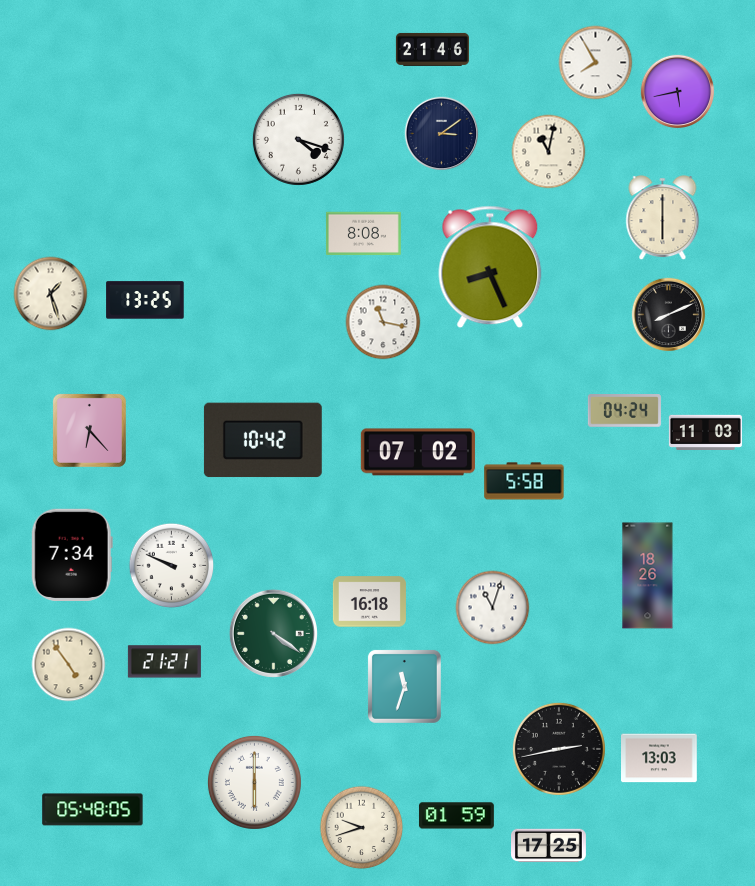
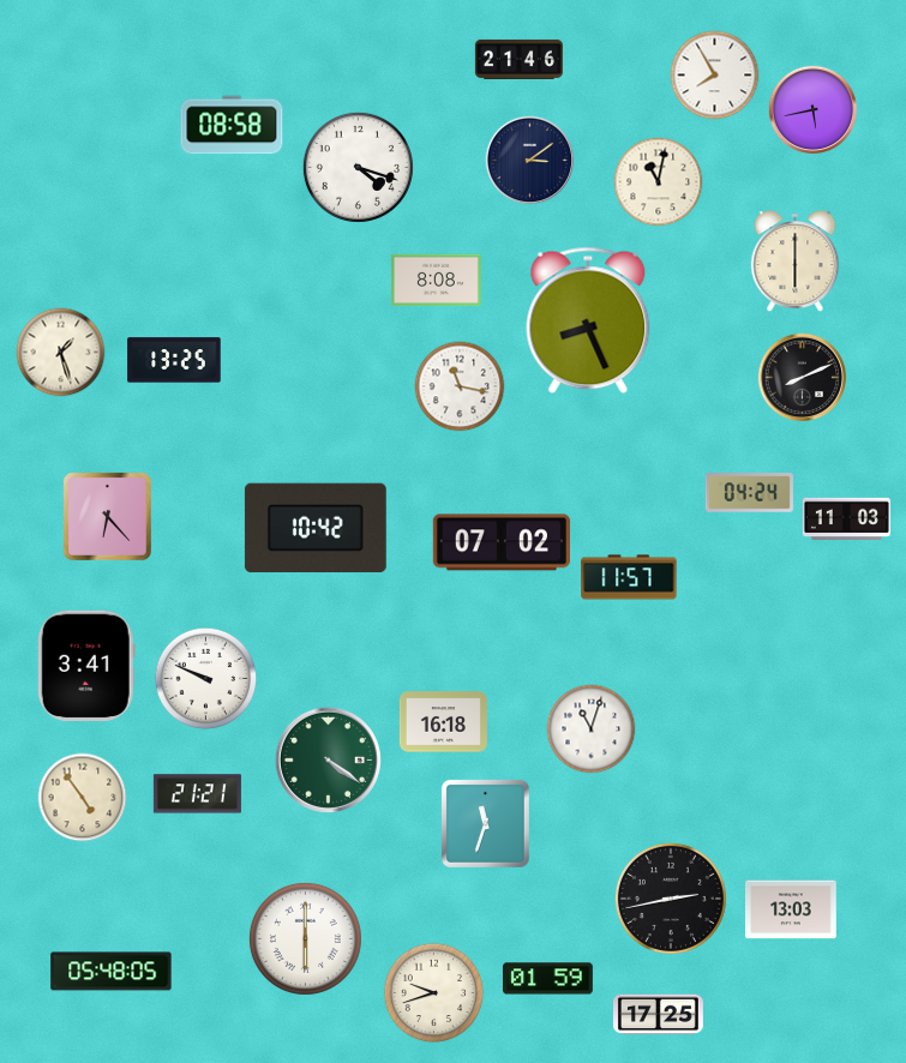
clock at (232, 125): none -> 08:58
clock at (524, 481): 5:58 -> 11:57
clock at (72, 555): 7:34 -> 3:41
clock at (648, 576): 18:26 -> none
